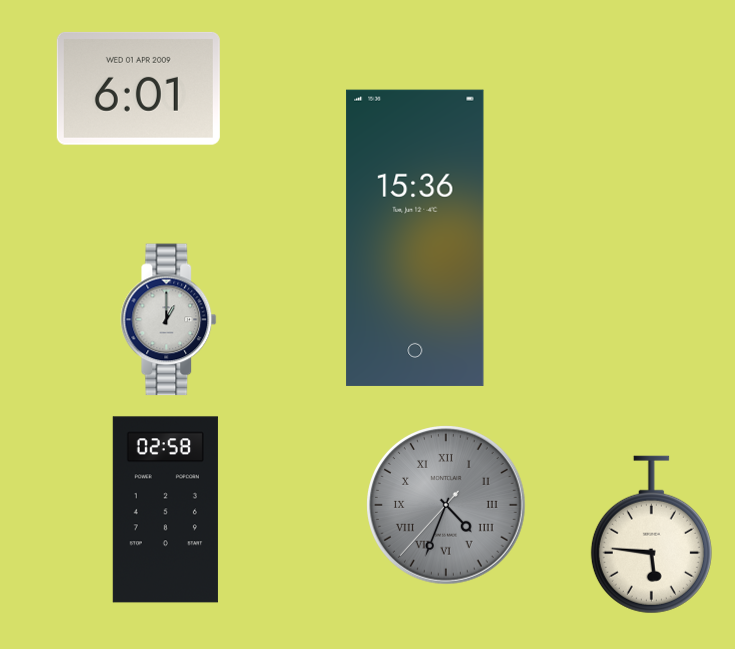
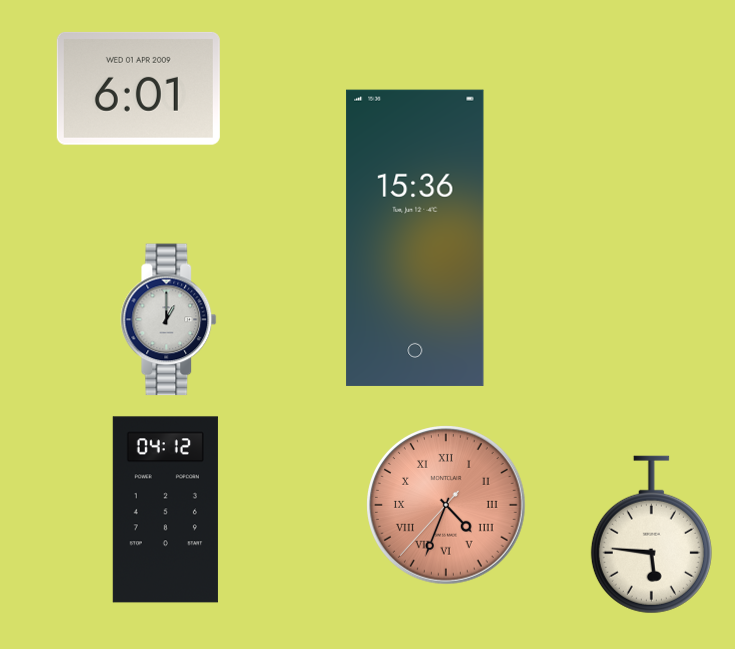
clock at (447, 506) dial: grey -> salmon
clock at (165, 510): 02:58 -> 04:12
